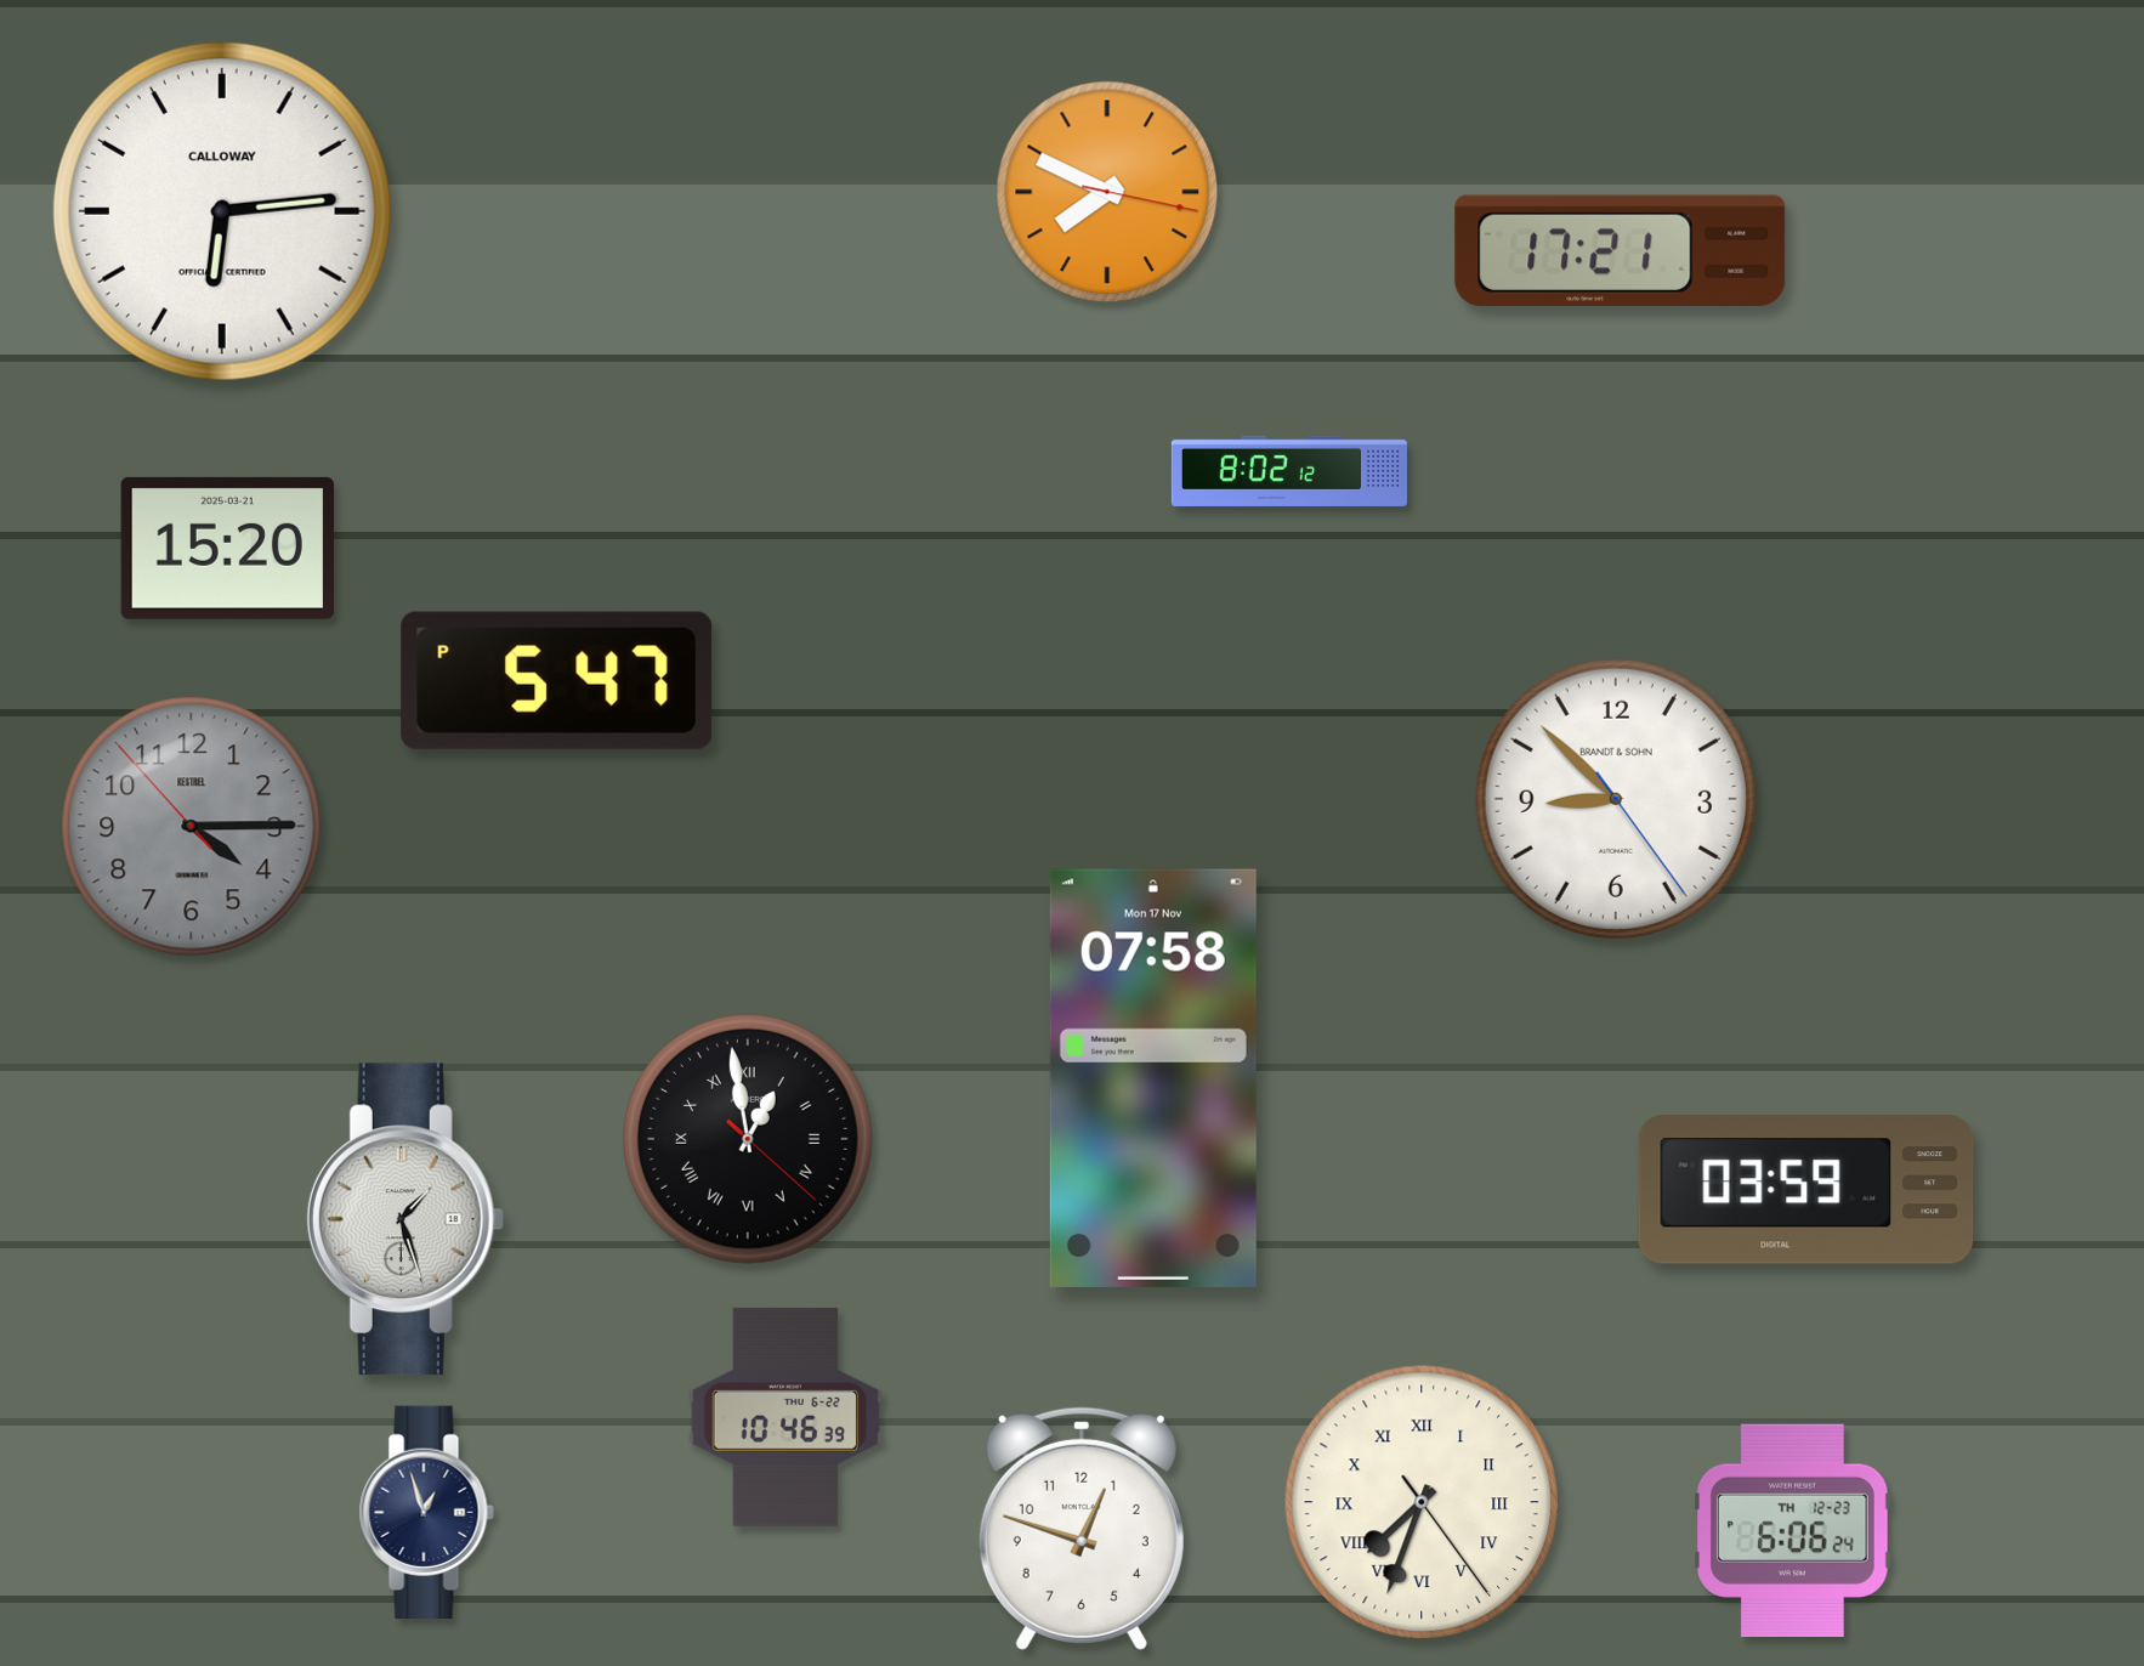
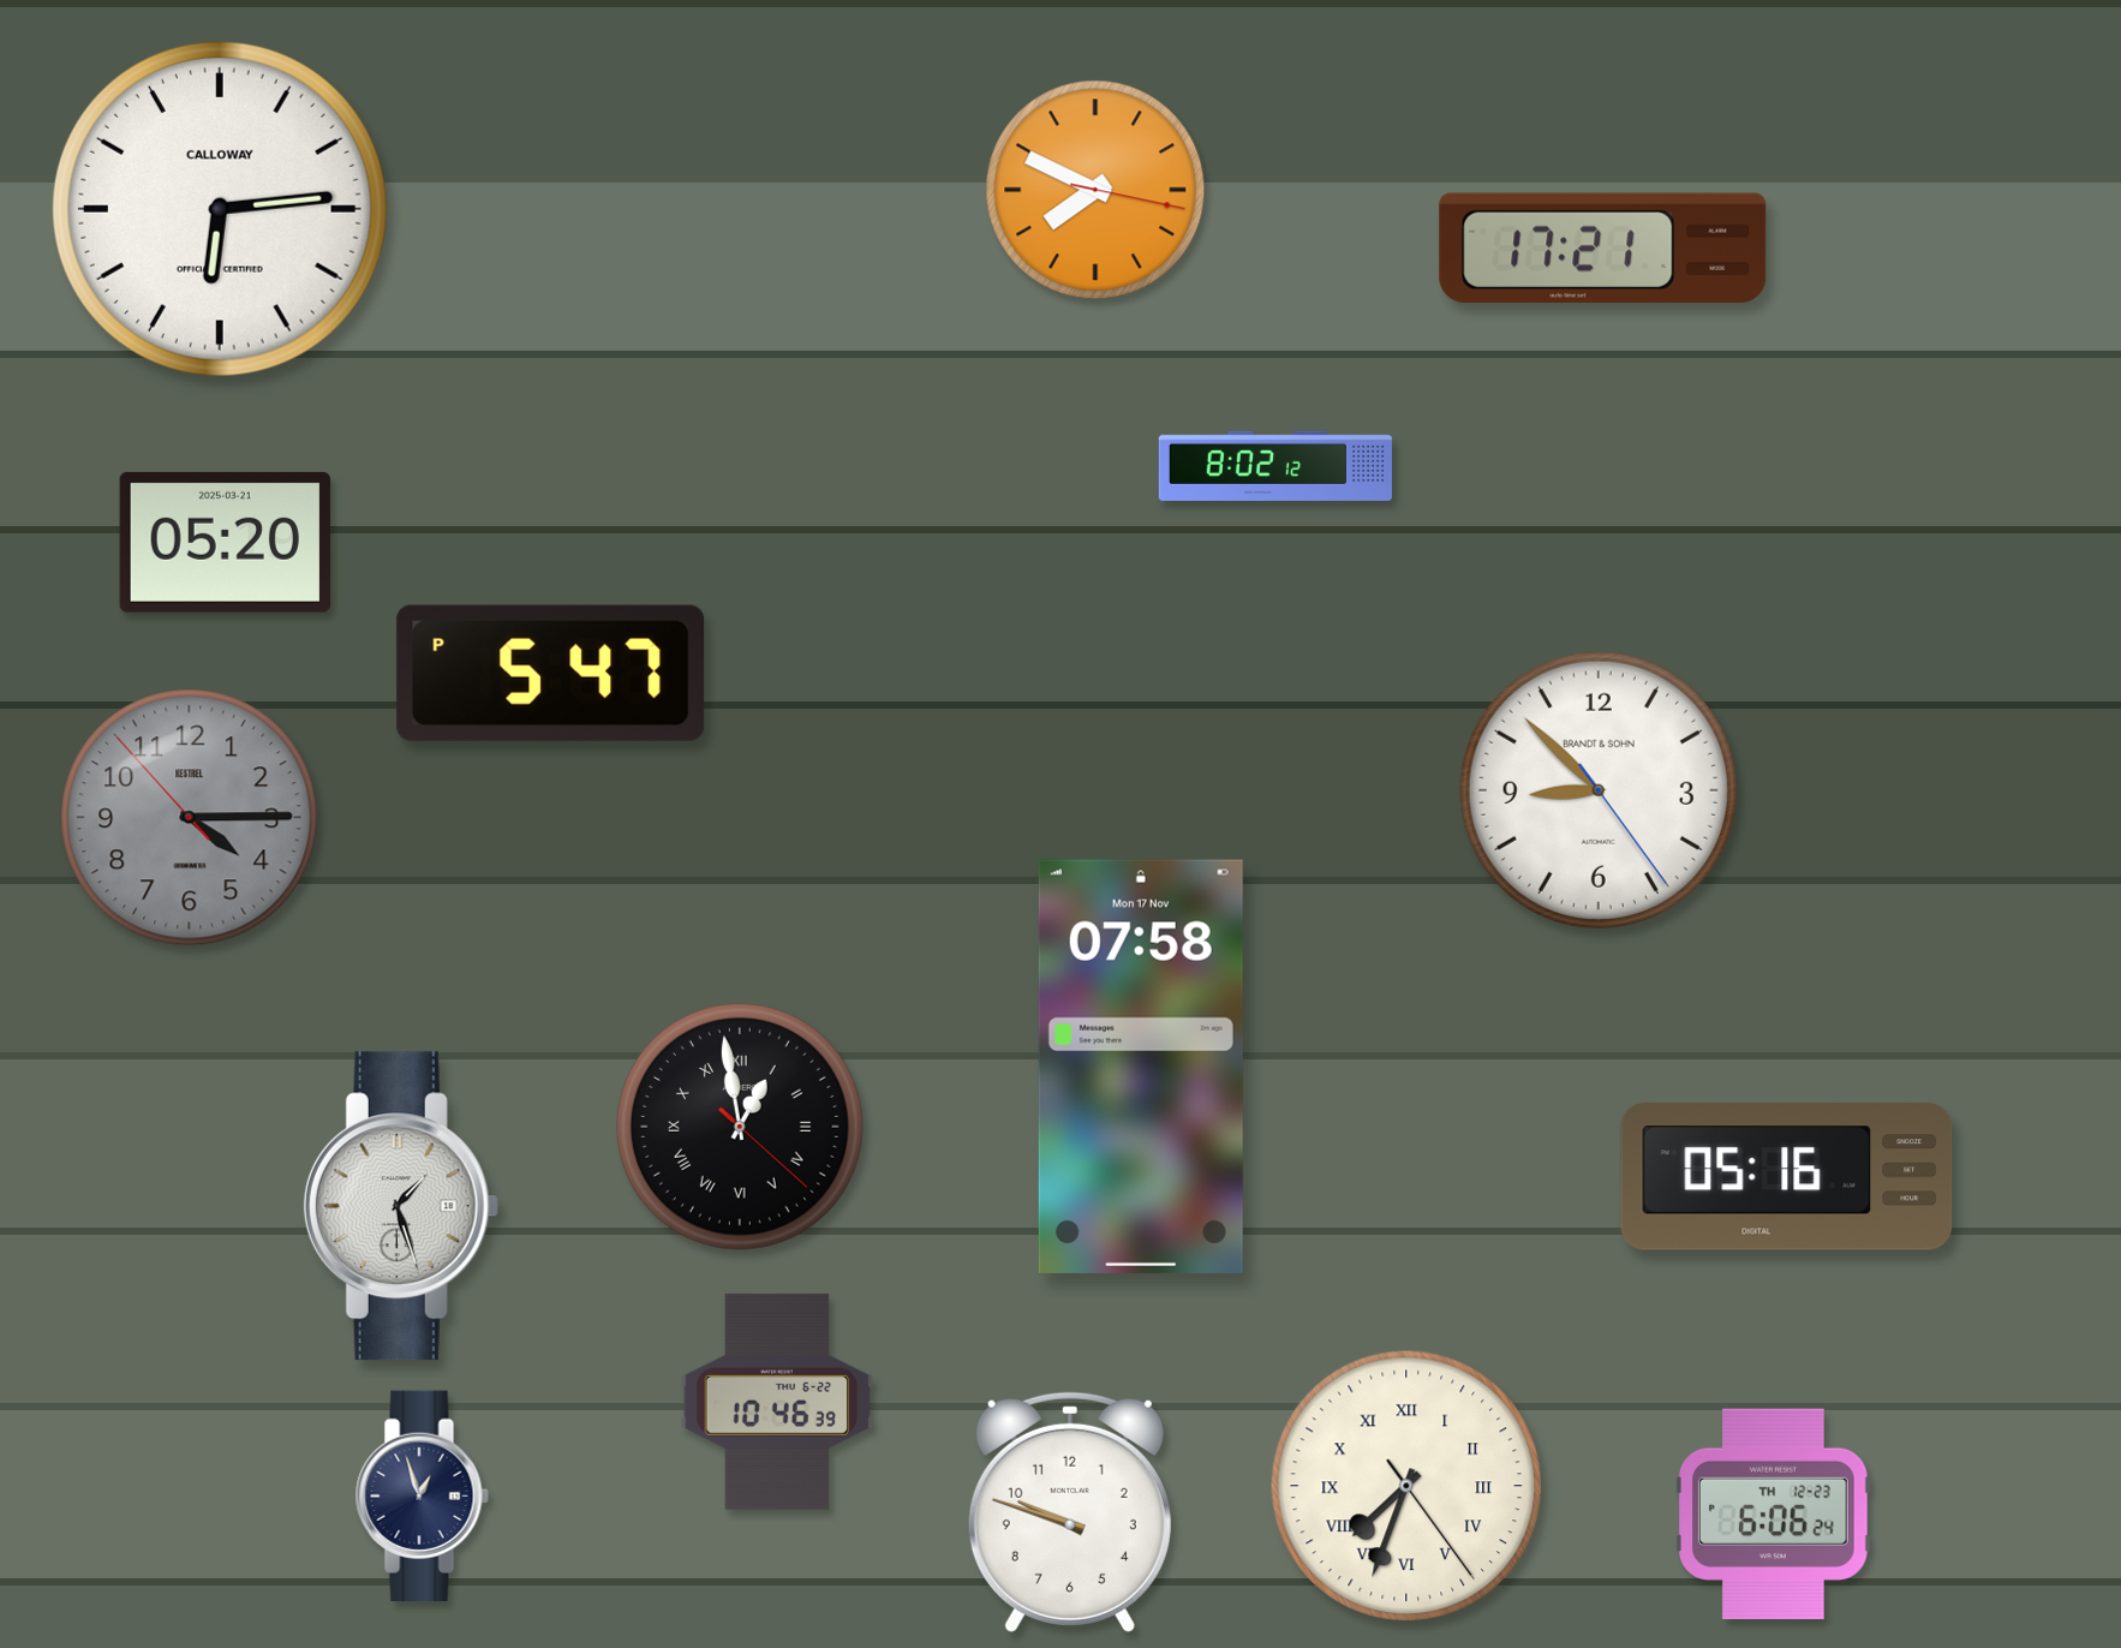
clock at (227, 548): 15:20 -> 05:20
clock at (1806, 1190): 03:59 -> 05:16
clock at (1082, 1529): 12:48 -> 9:48
